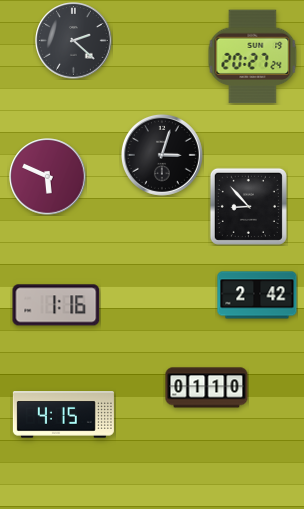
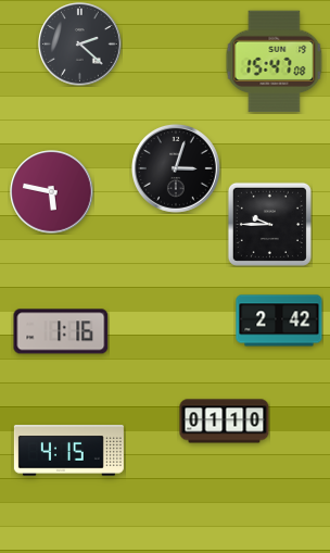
clock at (253, 57): 20:27 -> 15:47
clock at (48, 177): 5:49 -> 5:47
clock at (248, 206): 8:53 -> 9:45
